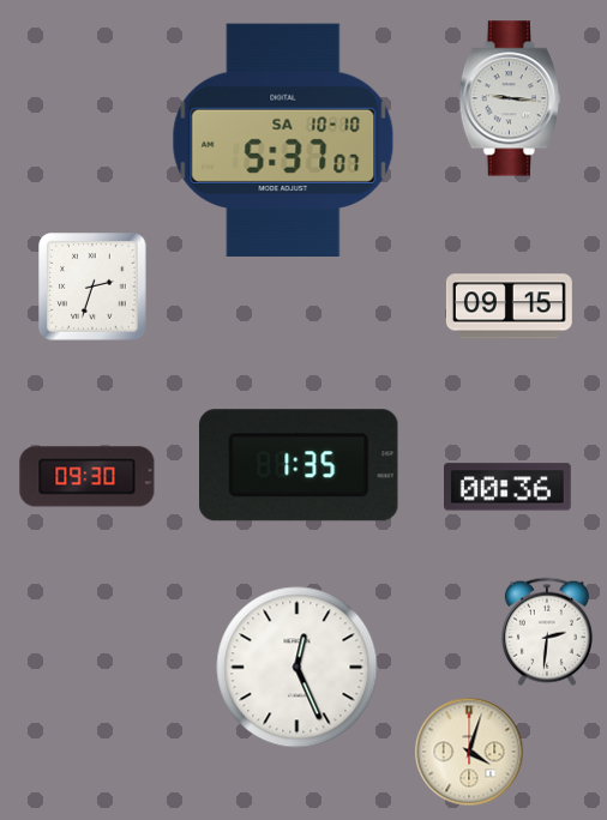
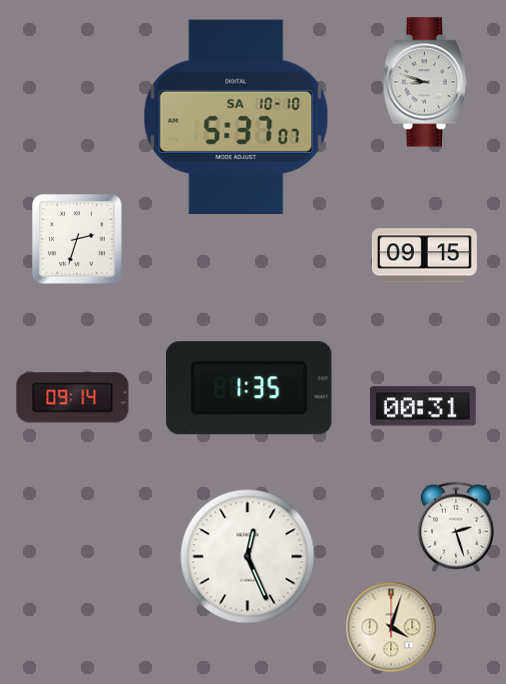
clock at (510, 98): 9:16 -> 8:48
clock at (88, 477): 09:30 -> 09:14
clock at (509, 487): 00:36 -> 00:31
clock at (547, 632): 2:31 -> 2:27
